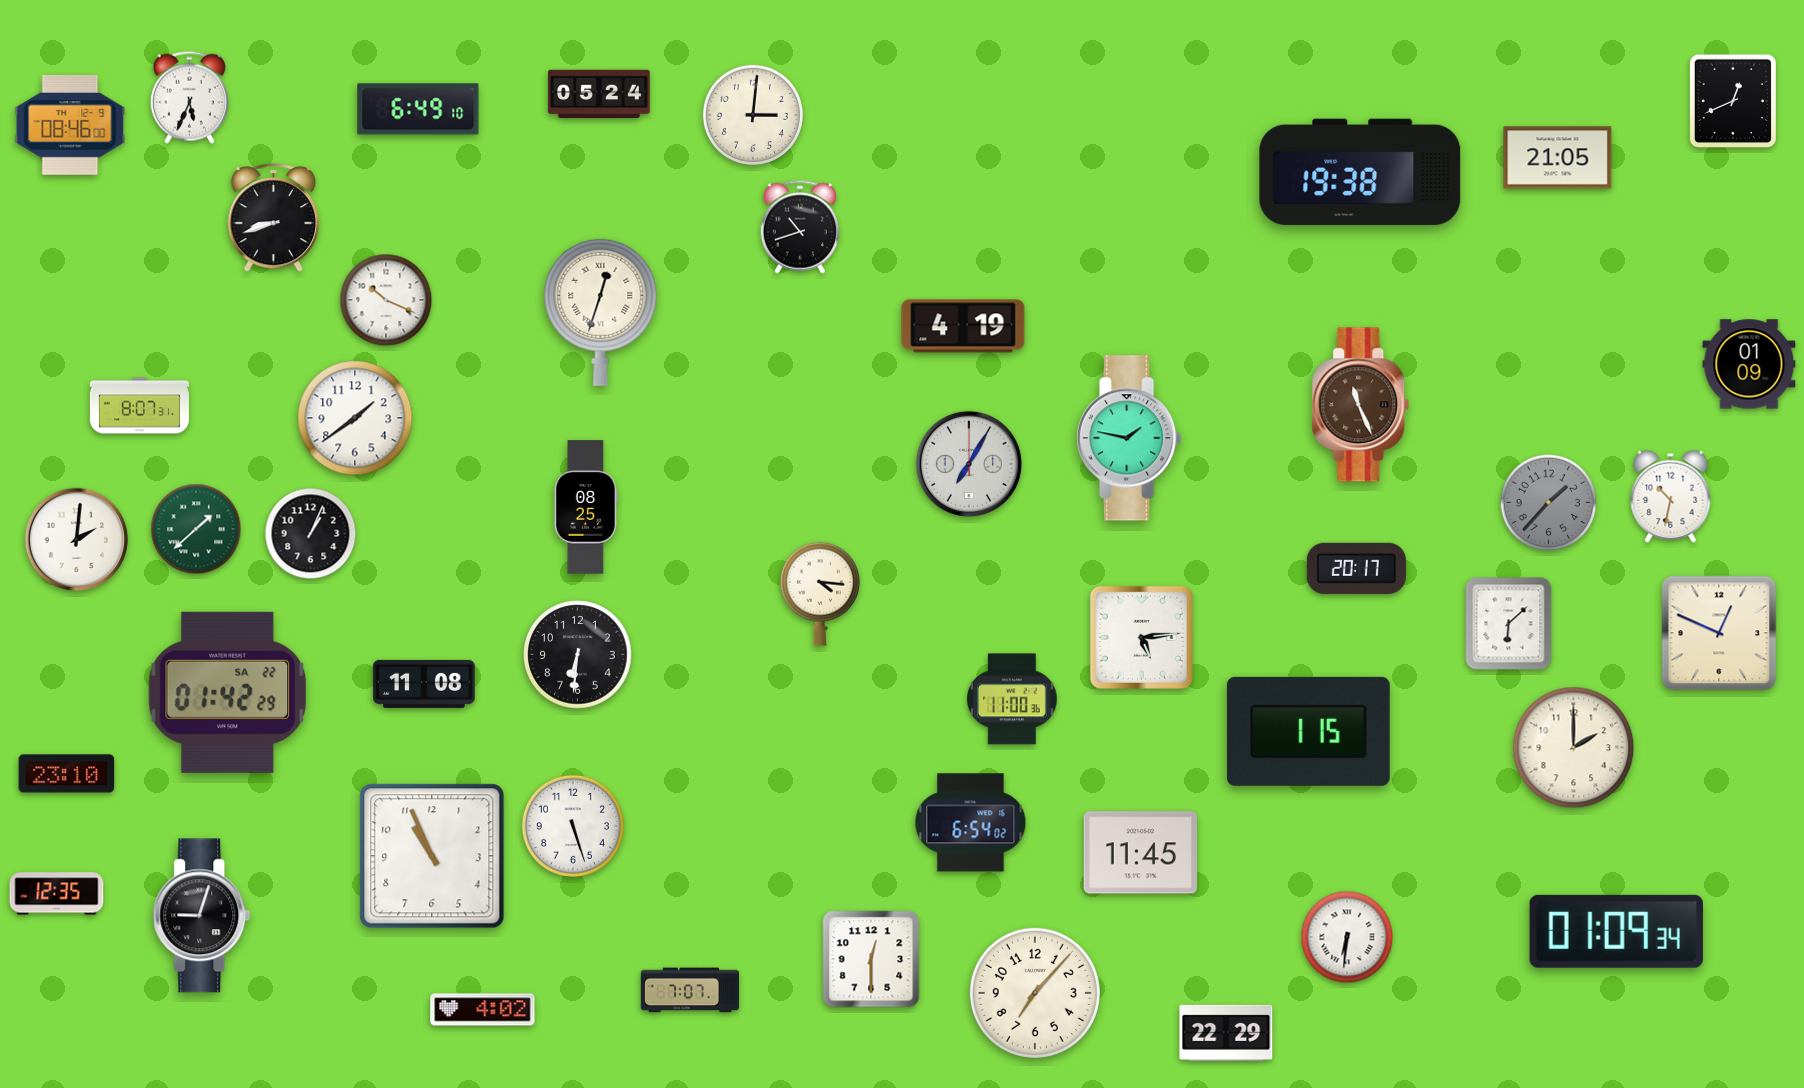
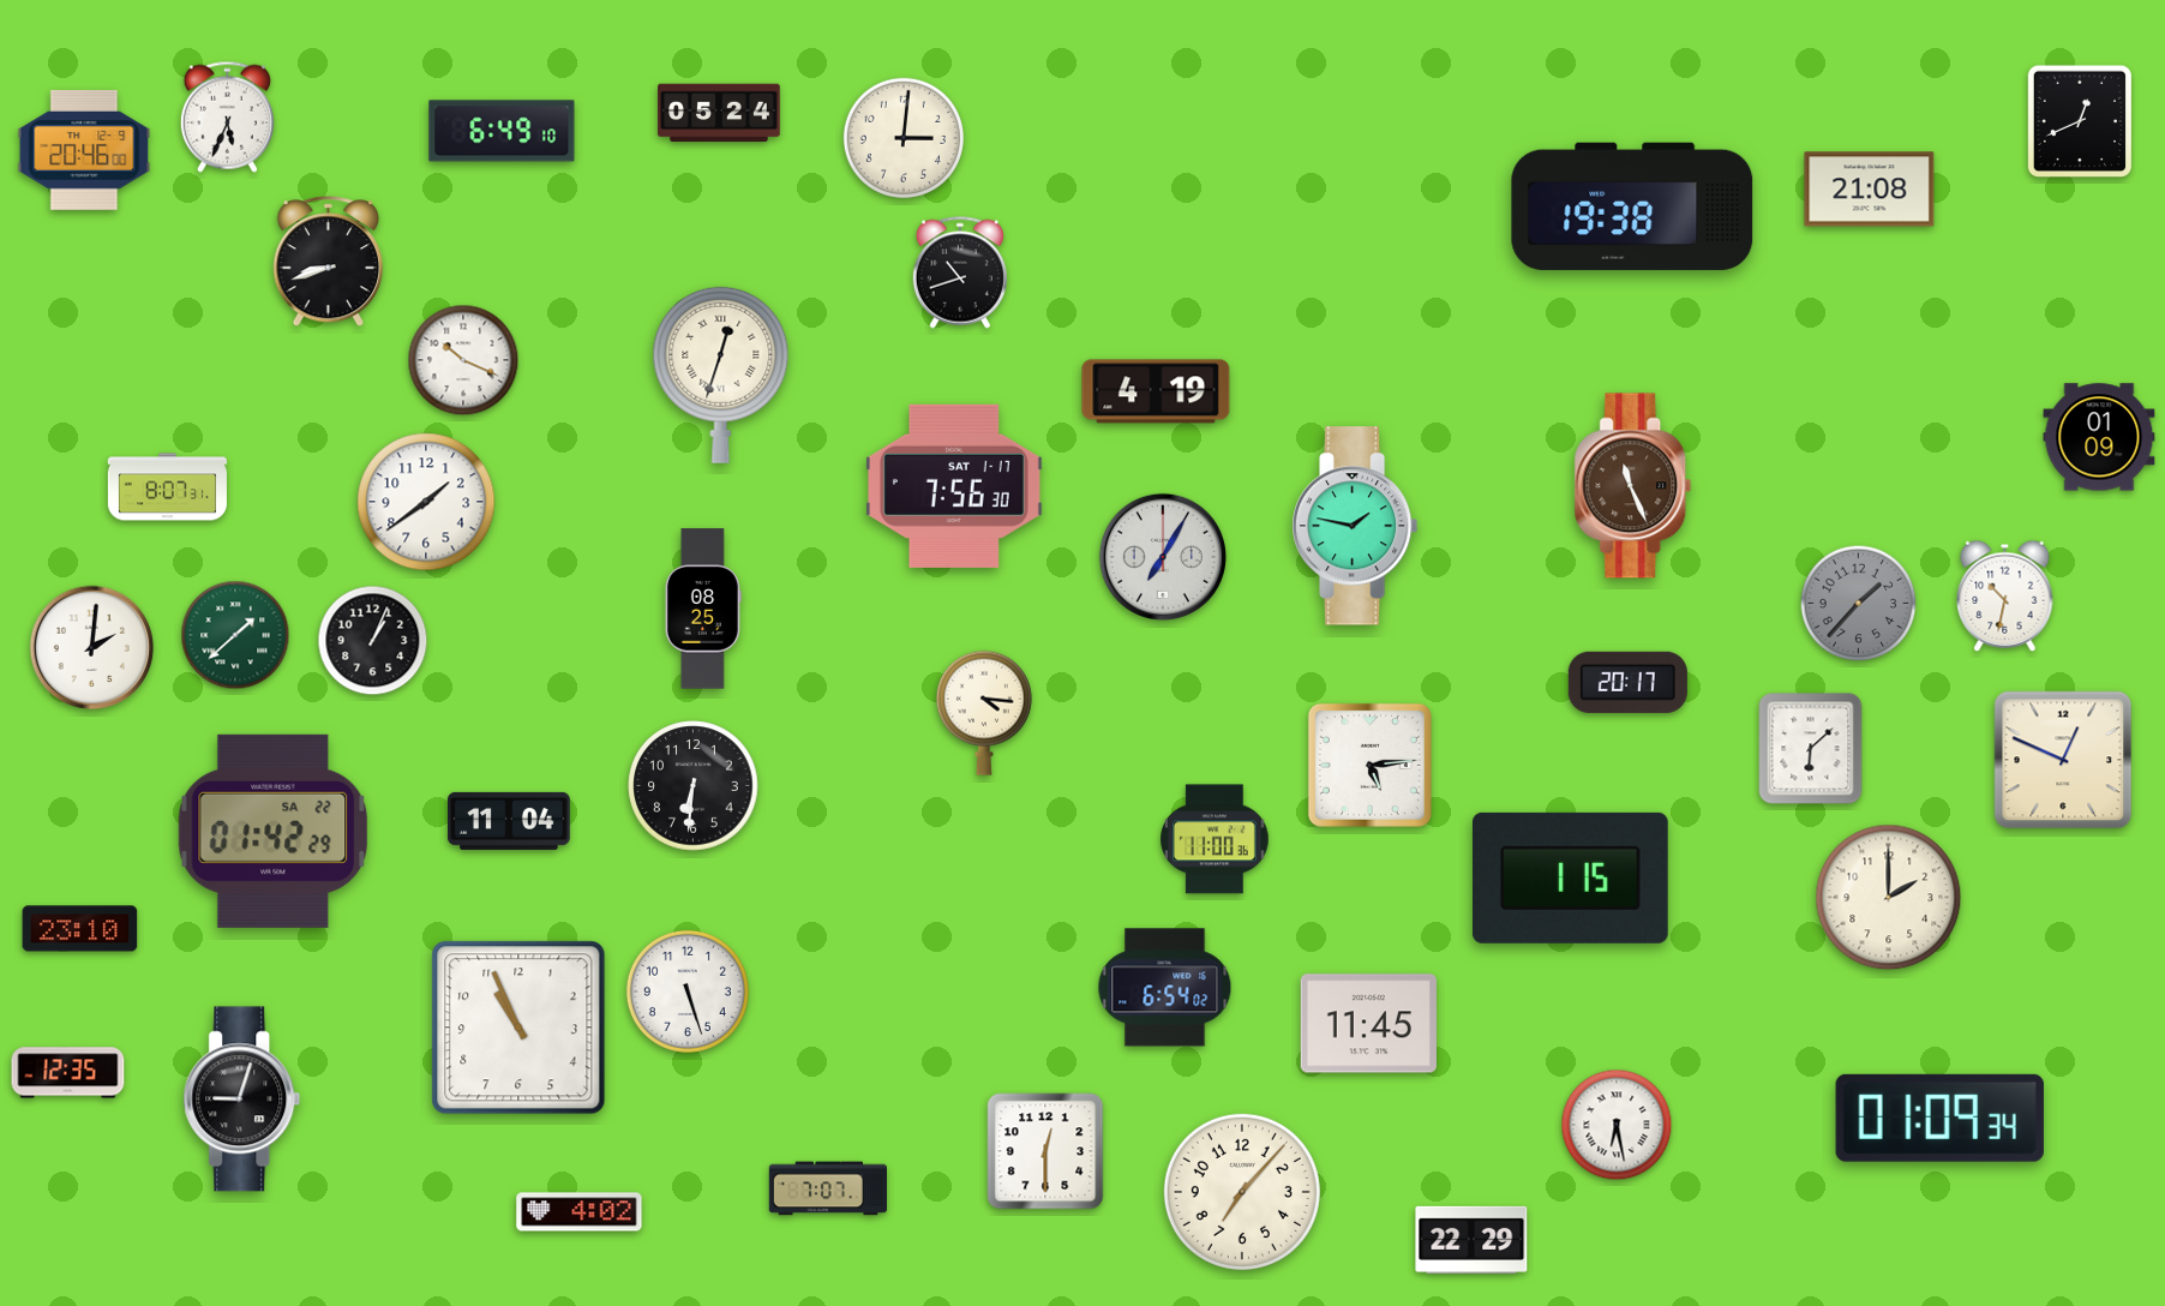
clock at (70, 125): 08:46 -> 20:46
clock at (1558, 158): 21:05 -> 21:08
clock at (955, 486): none -> 7:56
clock at (424, 684): 11:08 -> 11:04
clock at (1347, 937): 6:31 -> 6:28
